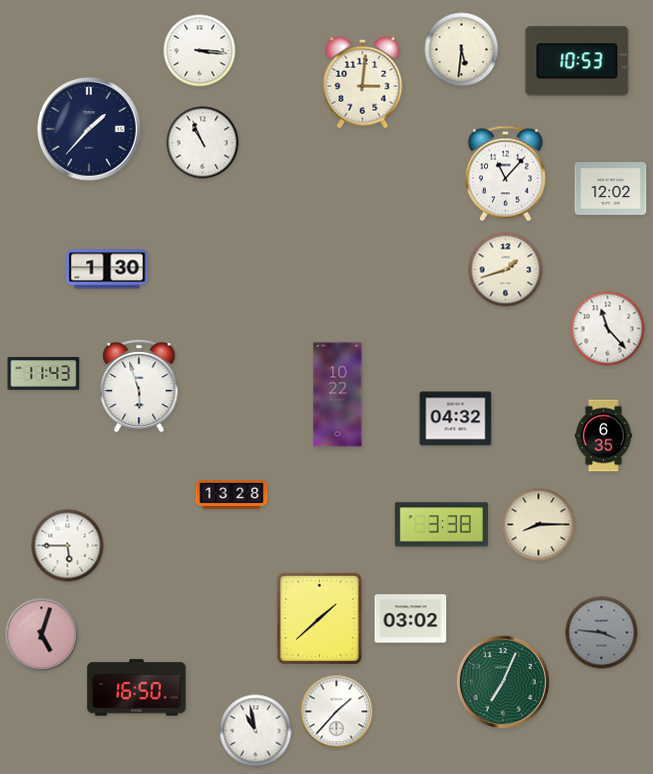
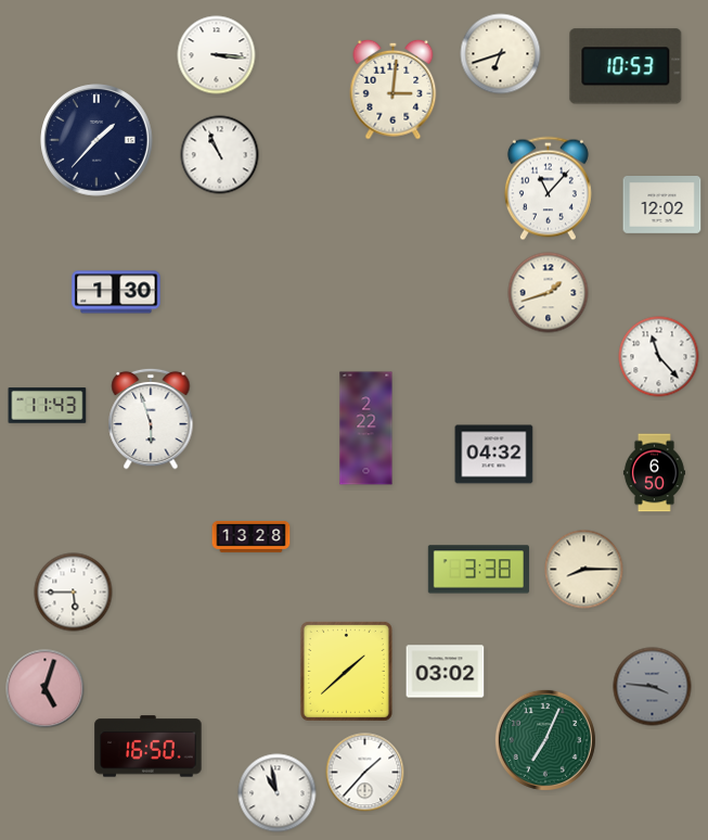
clock at (462, 50): 5:31 -> 6:42
clock at (338, 395): 10:22 -> 2:22
clock at (603, 436): 6:35 -> 6:50
